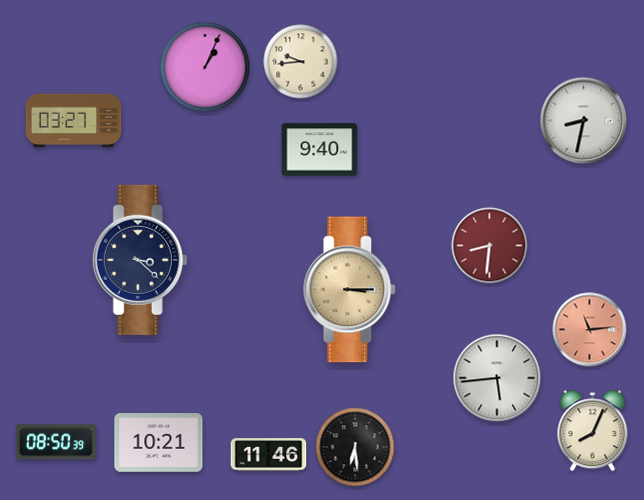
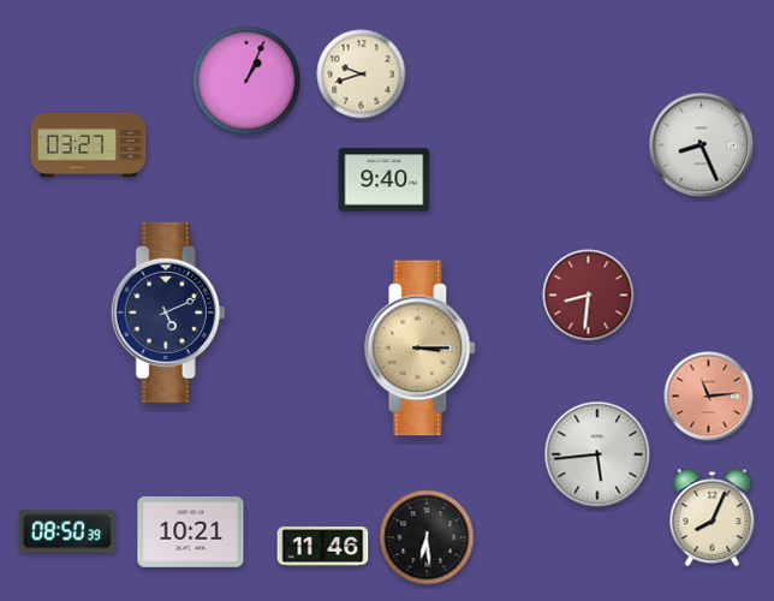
clock at (301, 62): 9:44 -> 9:42
clock at (584, 121): 8:32 -> 8:26
clock at (140, 260): 3:22 -> 5:11
